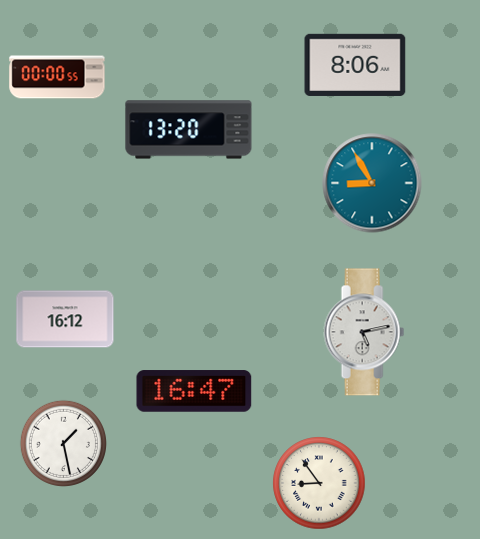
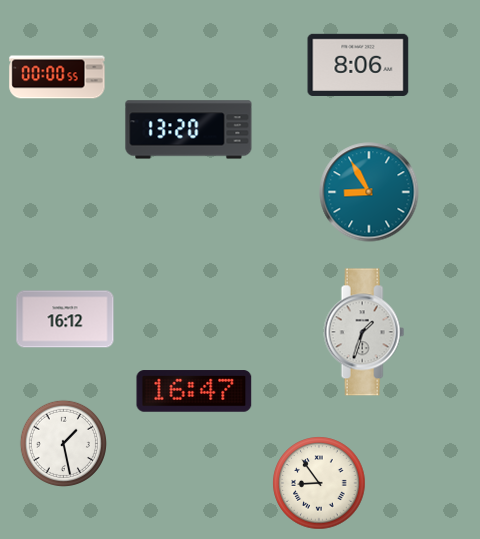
clock at (355, 65) position: (355, 65) -> (358, 65)
clock at (372, 183) position: (372, 183) -> (369, 192)
clock at (364, 332): 5:13 -> 1:33
